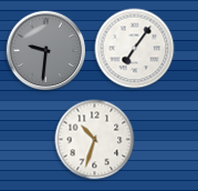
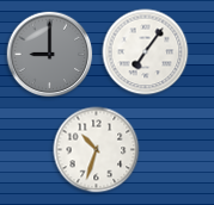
clock at (46, 51): 9:31 -> 9:00
clock at (95, 140) position: (95, 140) -> (97, 150)
